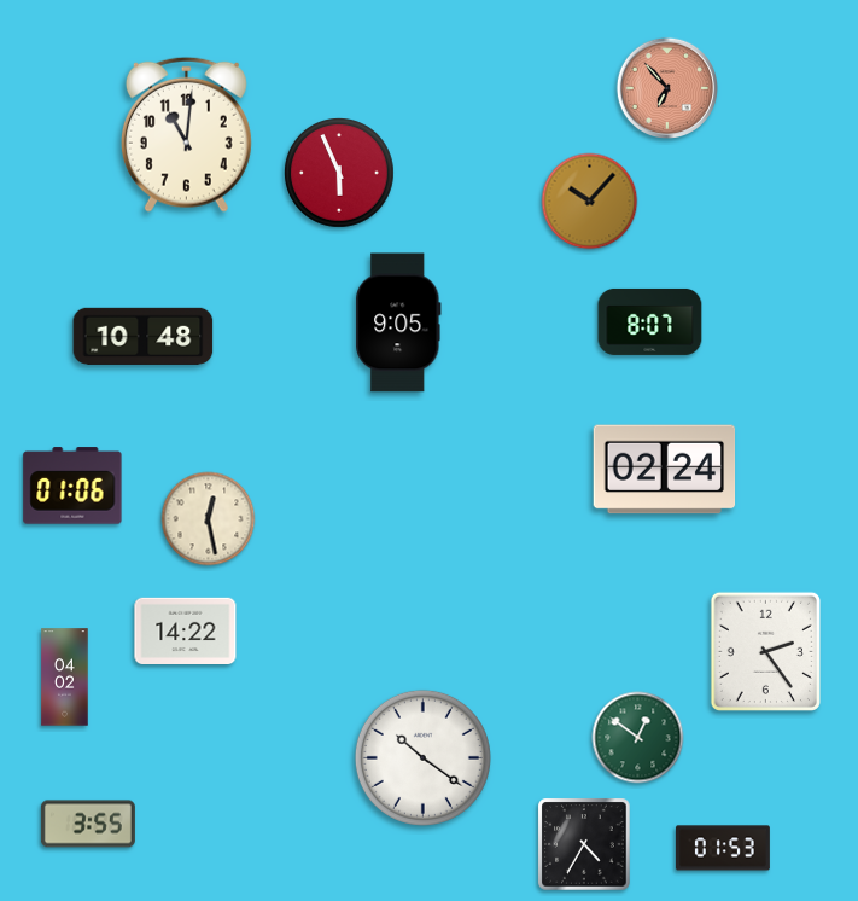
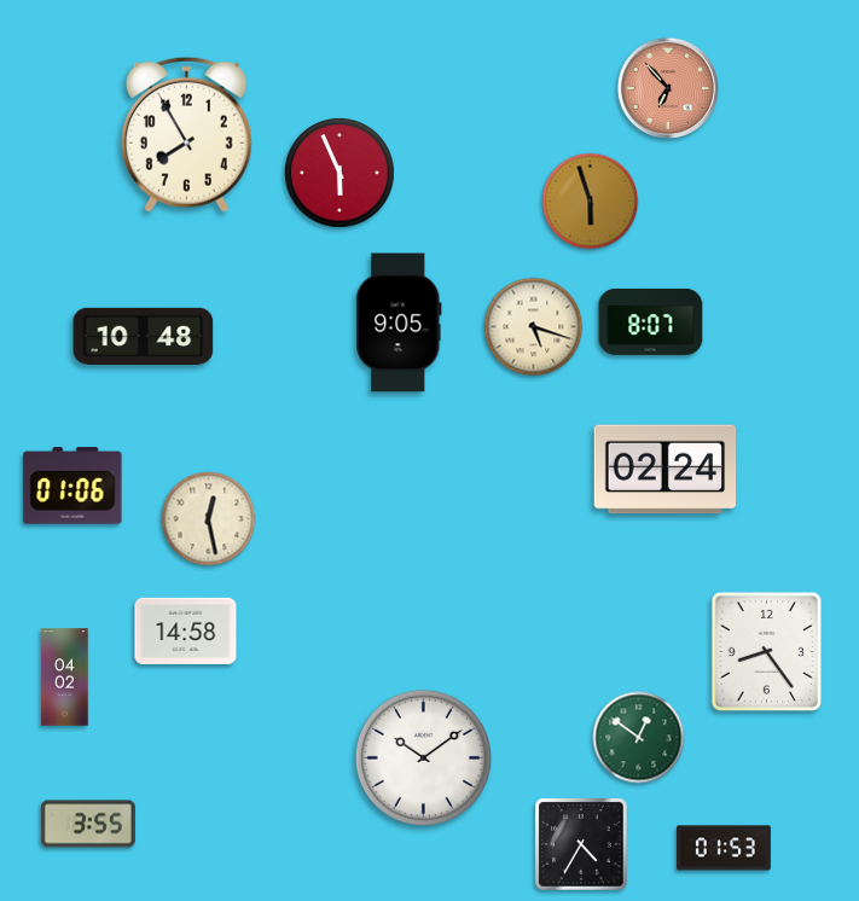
clock at (186, 134): 11:01 -> 7:55
clock at (590, 202): 10:07 -> 5:57
clock at (534, 327): none -> 5:18
clock at (186, 630): 14:22 -> 14:58
clock at (765, 651): 2:24 -> 8:24
clock at (422, 757): 10:21 -> 10:09
clock at (584, 844) position: (584, 844) -> (581, 844)
